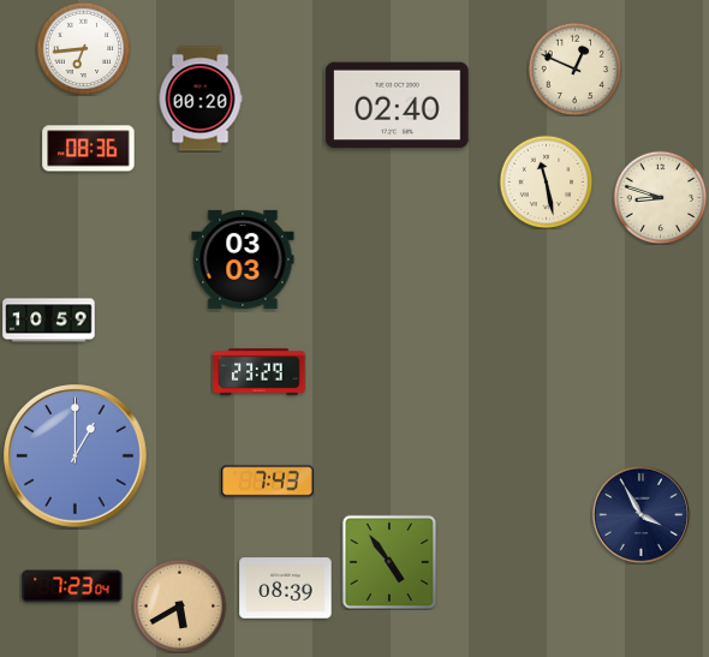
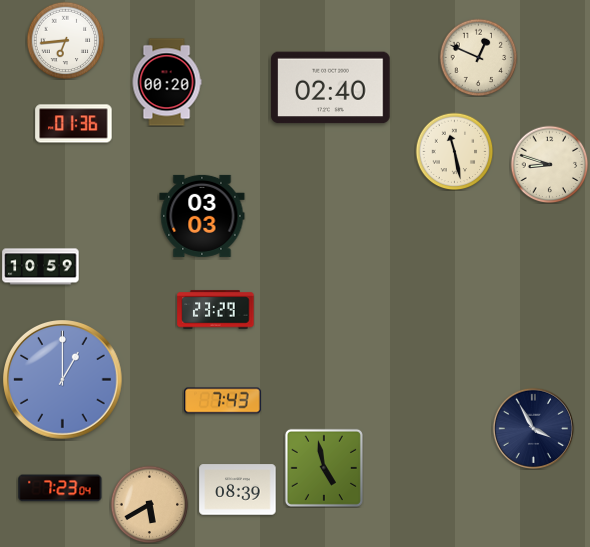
clock at (83, 48) position: (83, 48) -> (65, 40)
clock at (89, 149): 08:36 -> 01:36
clock at (389, 562): 4:54 -> 4:58
